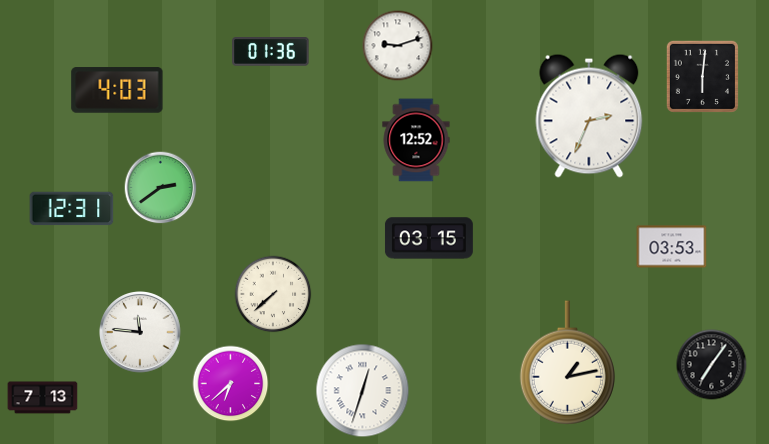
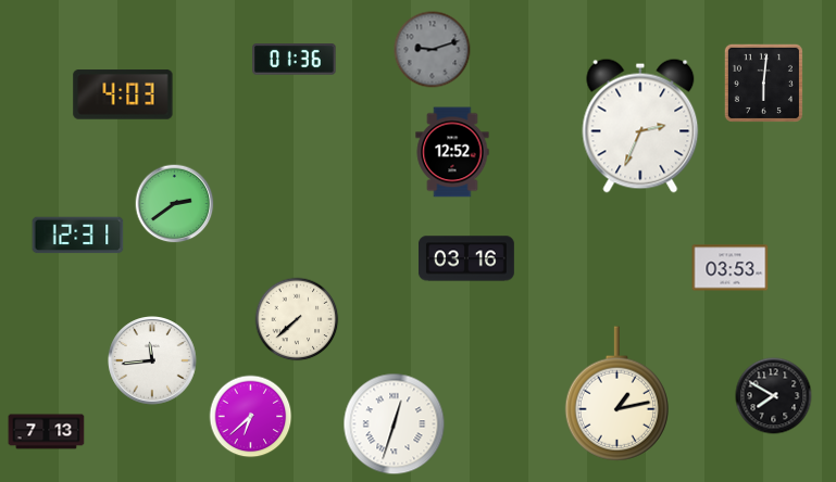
clock at (398, 46) dial: white -> grey
clock at (271, 52) position: (271, 52) -> (295, 60)
clock at (117, 90) position: (117, 90) -> (123, 94)
clock at (72, 209) position: (72, 209) -> (78, 236)
clock at (429, 238): 03:15 -> 03:16
clock at (140, 332): 11:46 -> 11:44
clock at (712, 365): 7:06 -> 7:50
